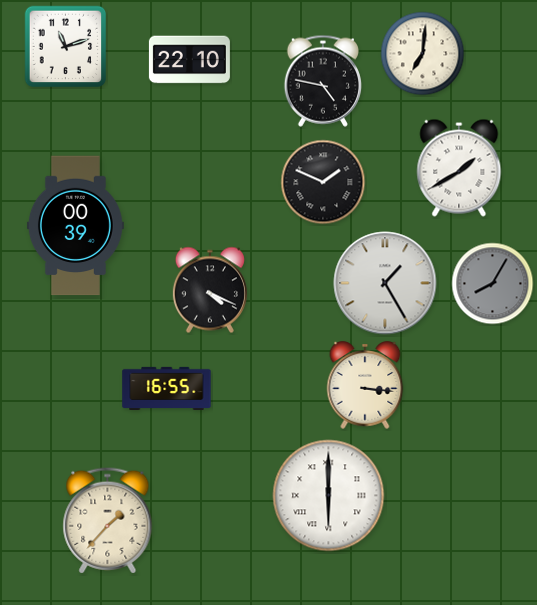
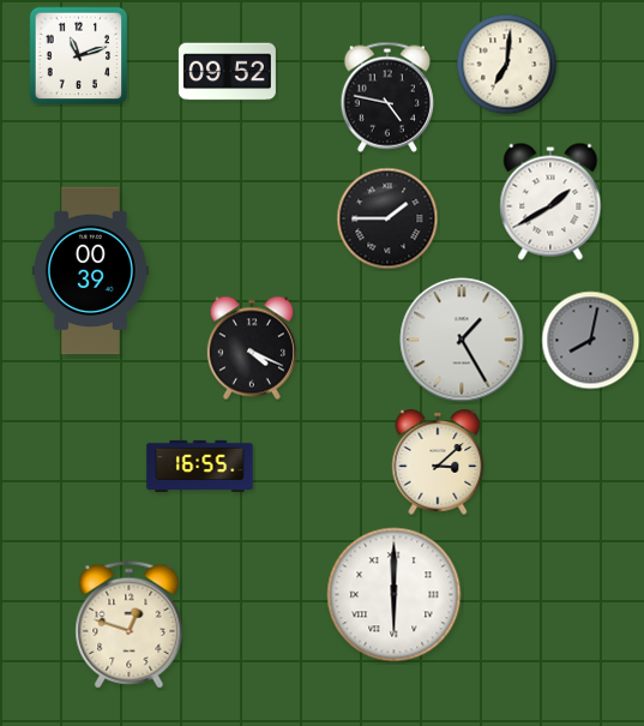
clock at (189, 60): 22:10 -> 09:52
clock at (323, 182): 1:49 -> 1:45
clock at (493, 284): 8:05 -> 8:02
clock at (365, 385): 3:16 -> 3:08
clock at (108, 521): 1:37 -> 12:48
